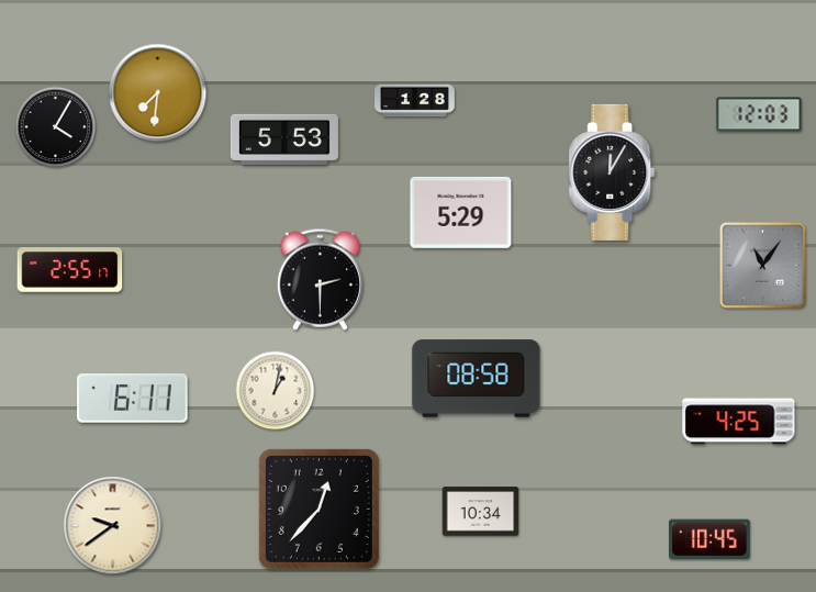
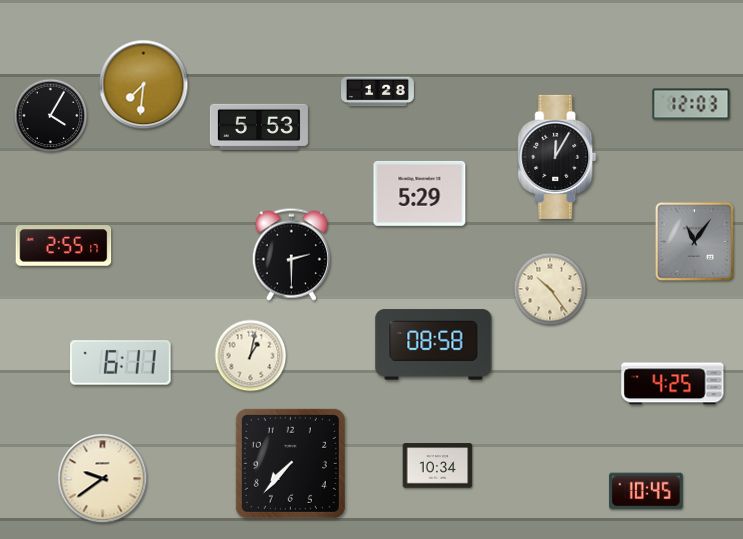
clock at (550, 289): none -> 10:24
clock at (318, 509): 12:37 -> 7:37
